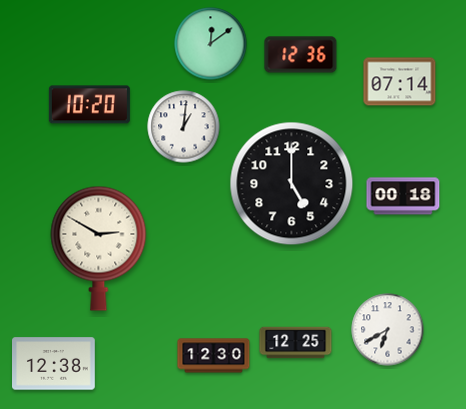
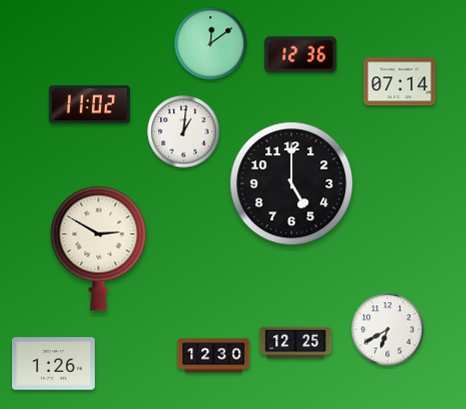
clock at (89, 105): 10:20 -> 11:02
clock at (184, 127) position: (184, 127) -> (184, 132)
clock at (403, 196): 00:18 -> none
clock at (54, 364): 12:38 -> 1:26
